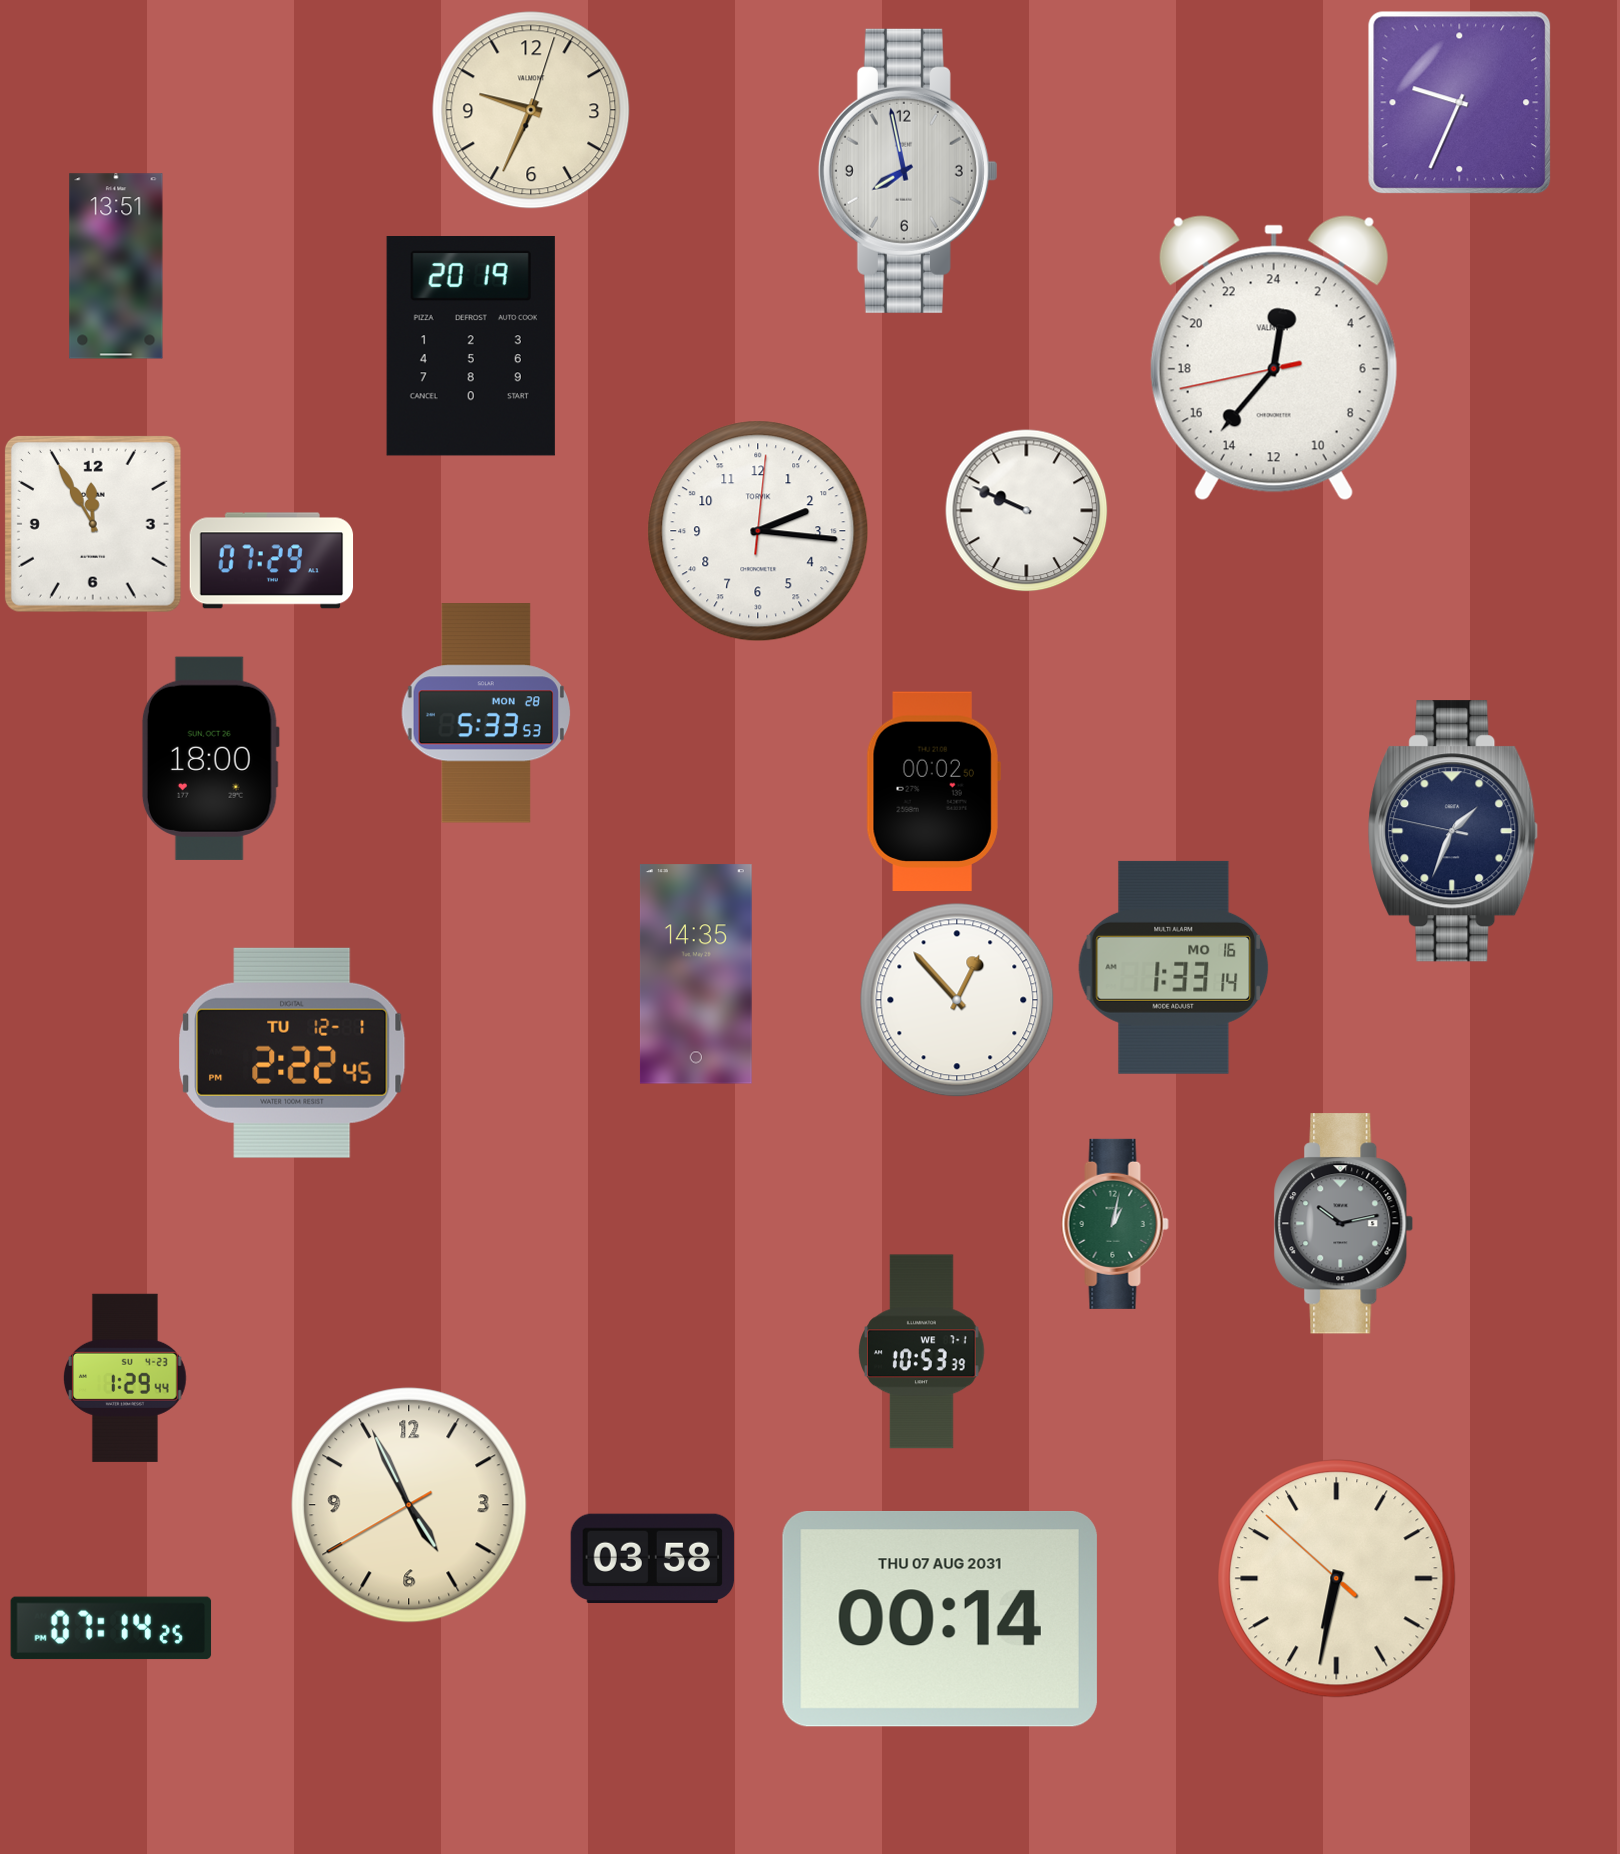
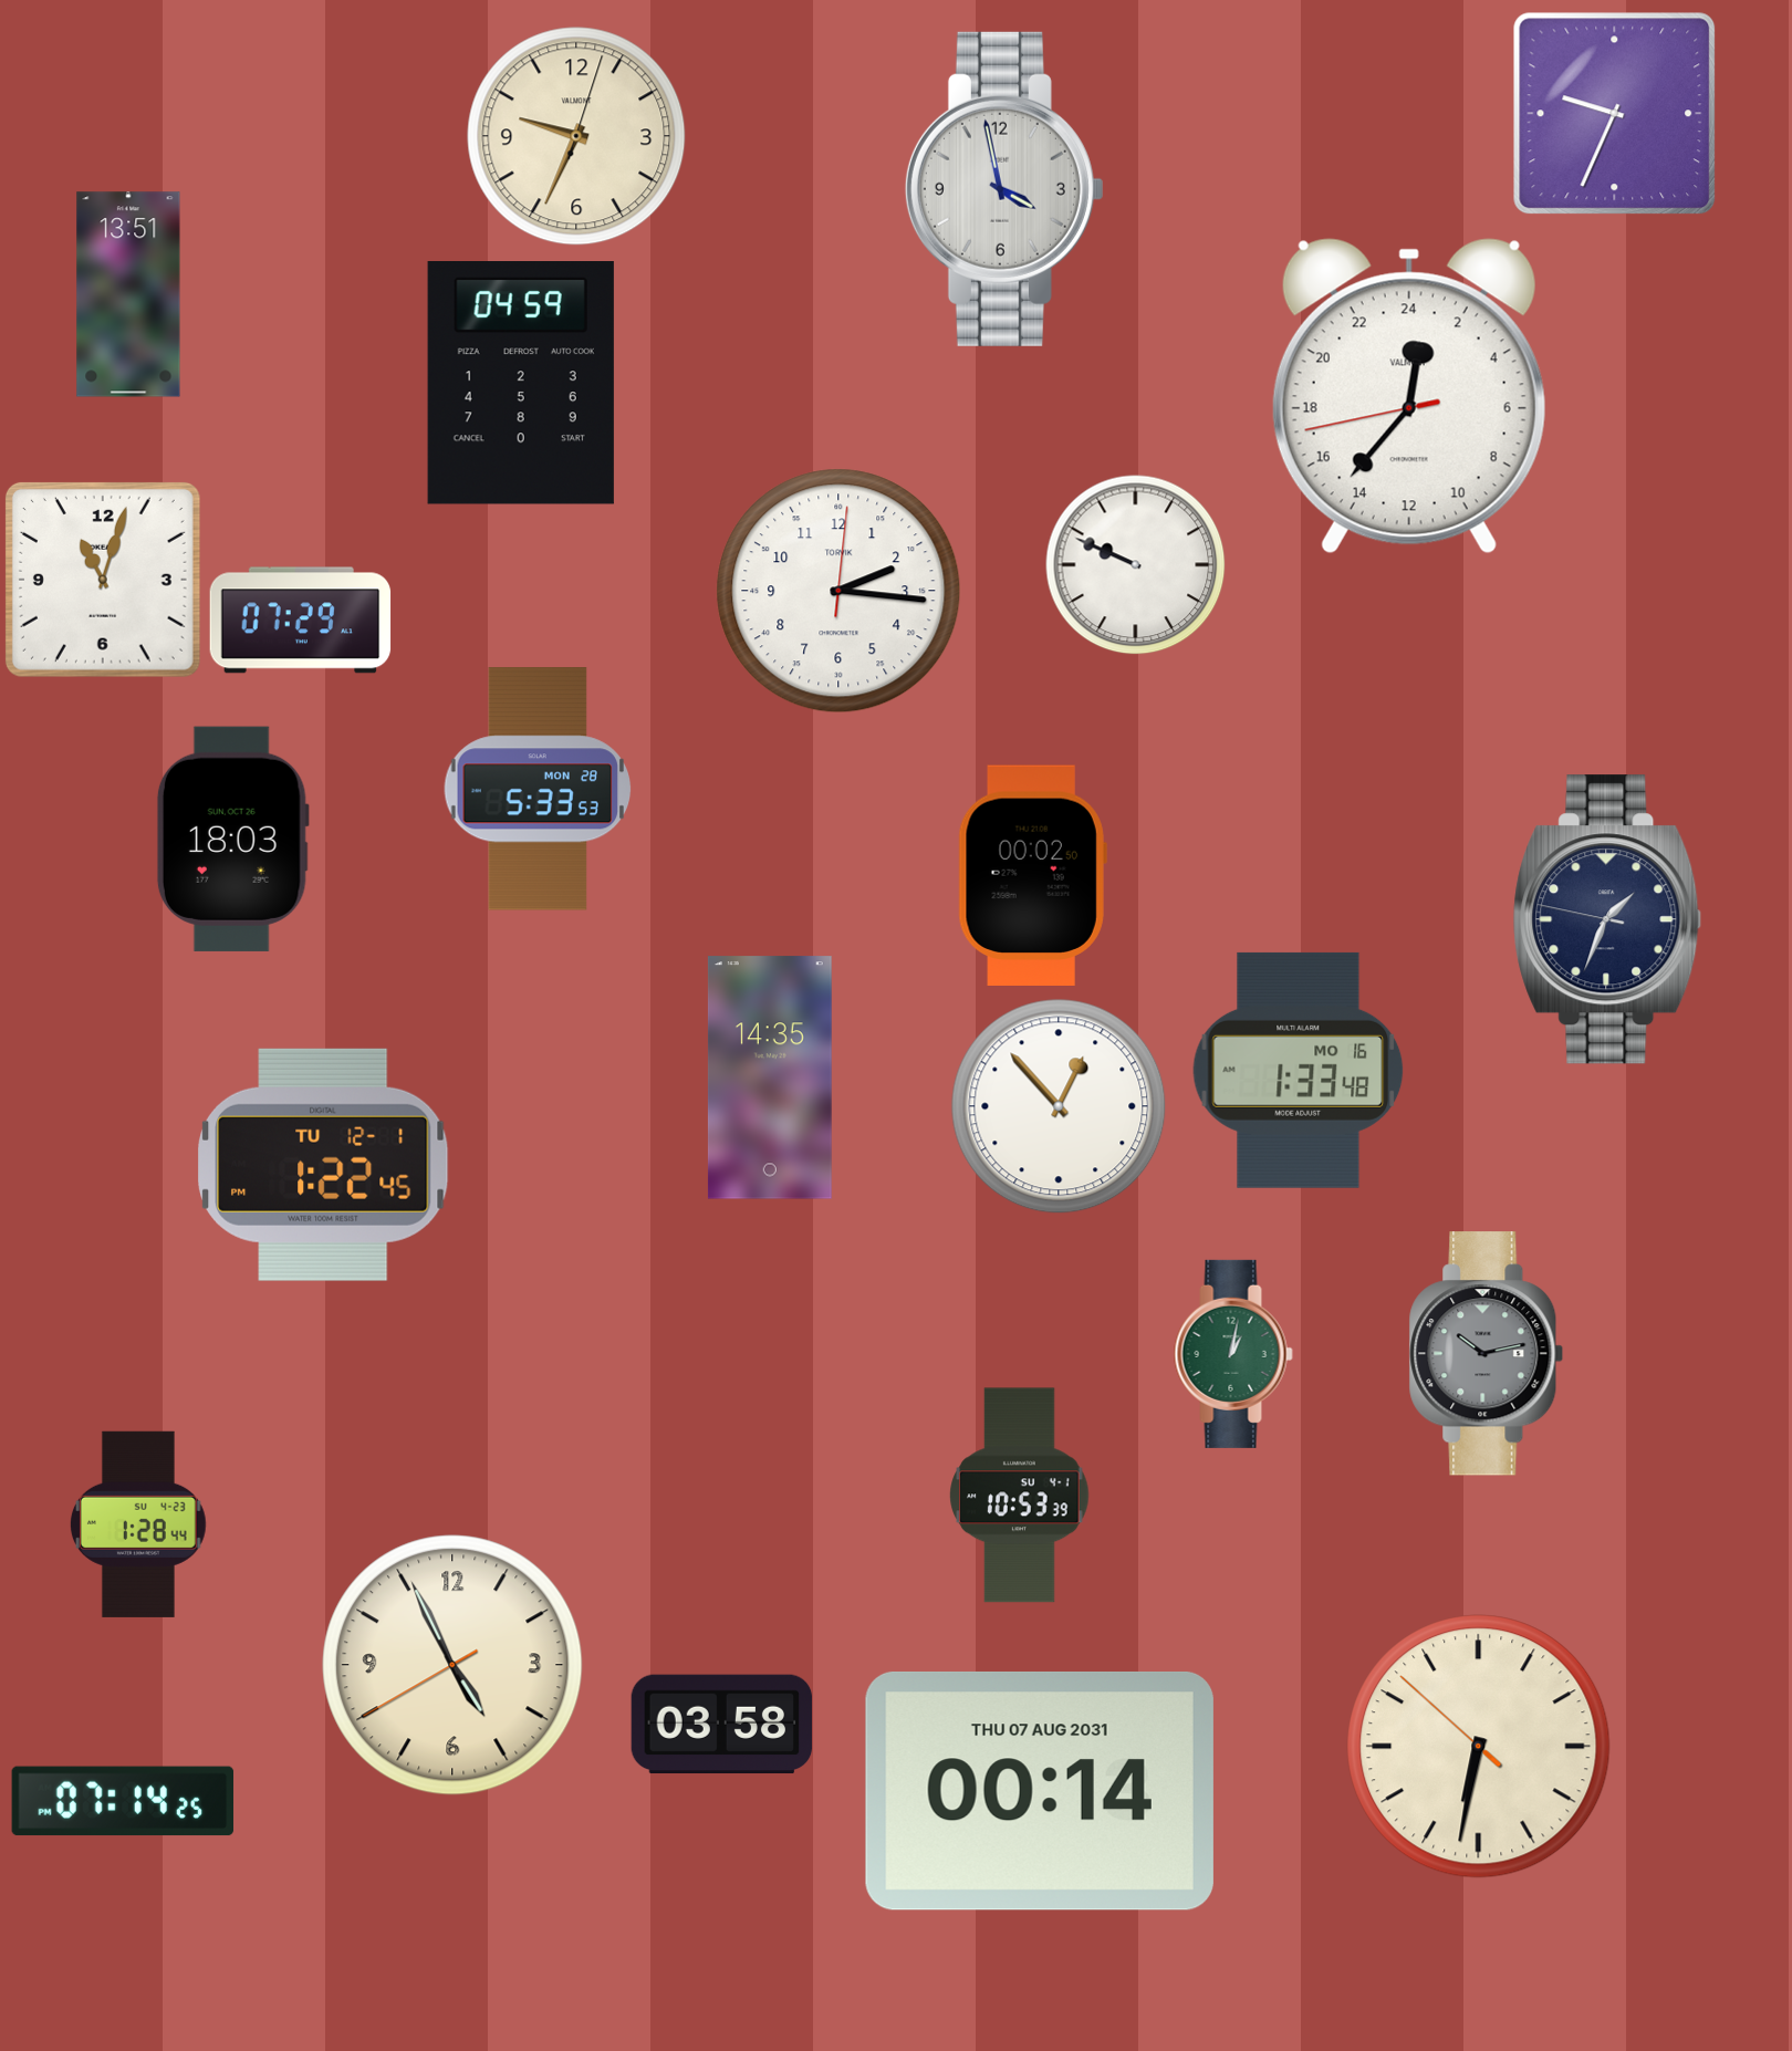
clock at (531, 110) position: (531, 110) -> (576, 136)
clock at (908, 171): 7:58 -> 3:58
clock at (471, 347): 20:19 -> 04:59
clock at (93, 524): 11:55 -> 11:03
clock at (758, 531) position: (758, 531) -> (838, 591)
clock at (210, 758): 18:00 -> 18:03
clock at (1174, 967): 1:33:14 -> 1:33:48
clock at (292, 1053): 2:22 -> 1:22
clock at (922, 1352) date: WE 7-1 -> SU 4-1
clock at (125, 1378): 1:29 -> 1:28
